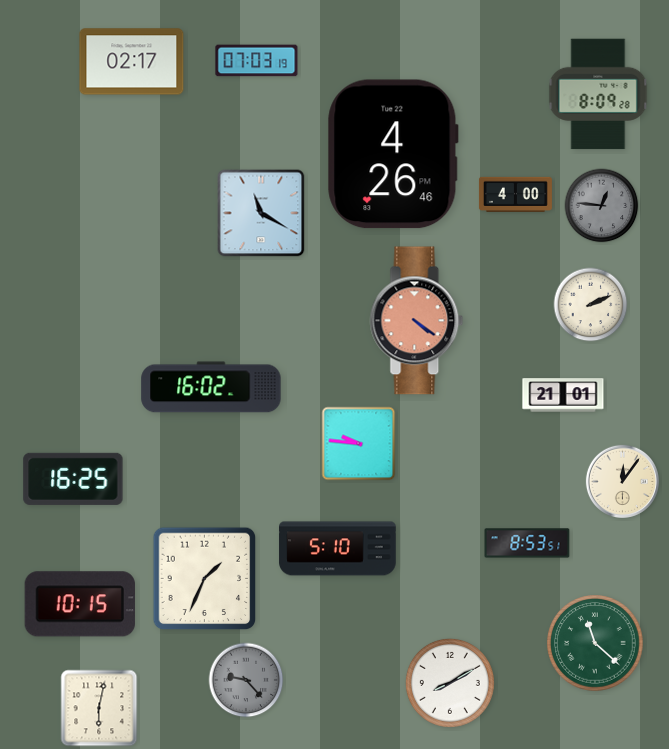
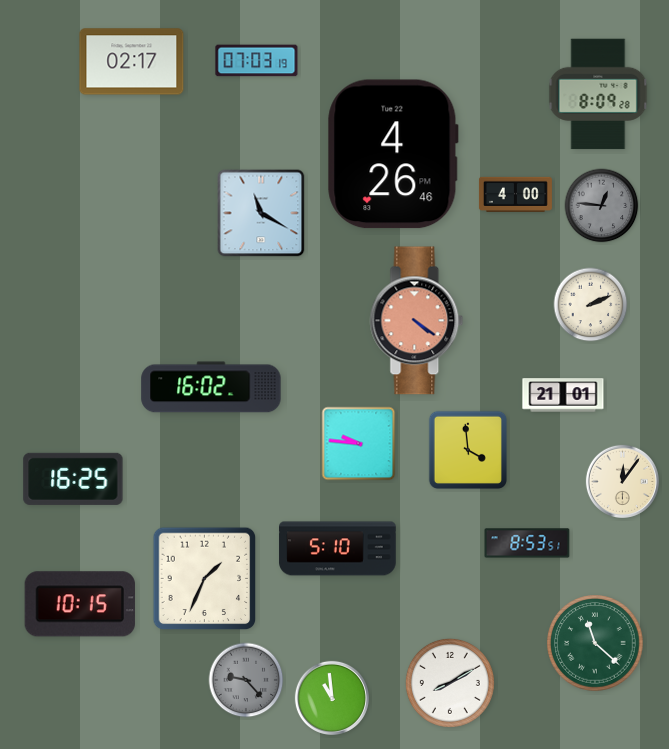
clock at (467, 449): none -> 3:59
clock at (332, 698): none -> 10:59
clock at (99, 708): 6:02 -> none
